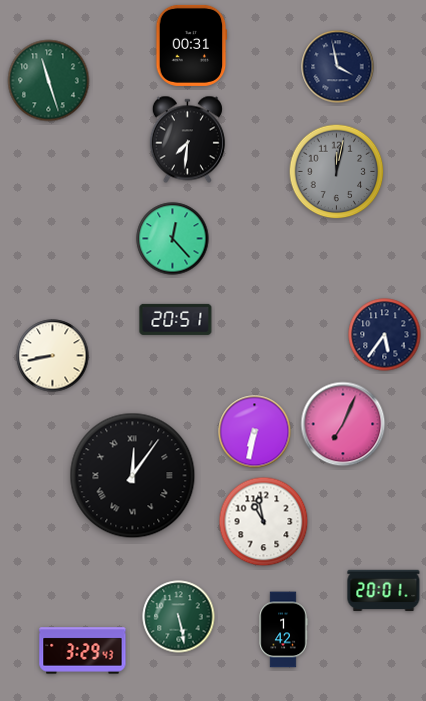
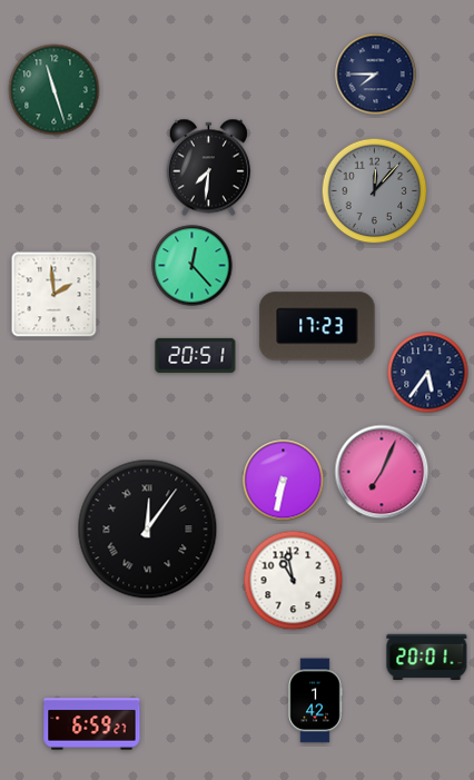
clock at (191, 45): 00:31 -> none
clock at (338, 67): 3:58 -> 7:45
clock at (187, 140) position: (187, 140) -> (208, 168)
clock at (337, 172): 12:02 -> 12:07
clock at (55, 295): none -> 1:59
clock at (317, 326): none -> 17:23
clock at (53, 356): 8:43 -> none
clock at (179, 617): 5:28 -> none
clock at (83, 651): 3:29 -> 6:59
